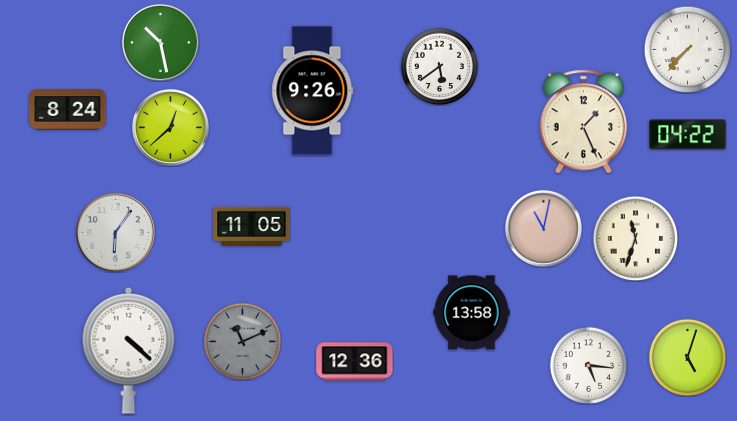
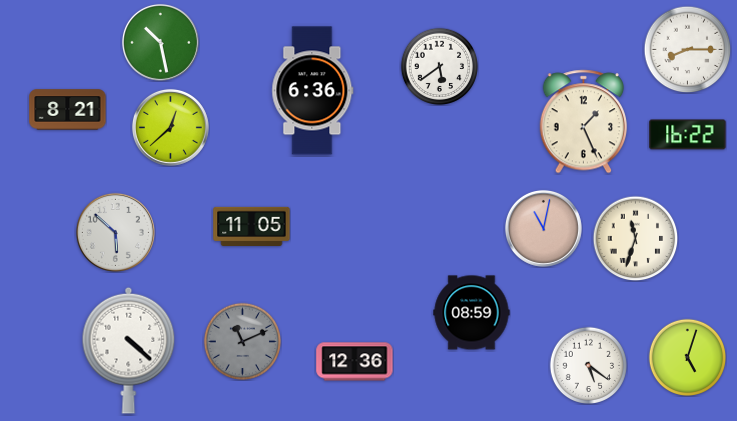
clock at (687, 49): 7:37 -> 8:15
clock at (313, 91): 9:26 -> 6:36
clock at (68, 110): 8:24 -> 8:21
clock at (688, 135): 04:22 -> 16:22
clock at (115, 232): 6:06 -> 5:52
clock at (472, 313): 13:58 -> 08:59
clock at (588, 365): 5:16 -> 5:21
